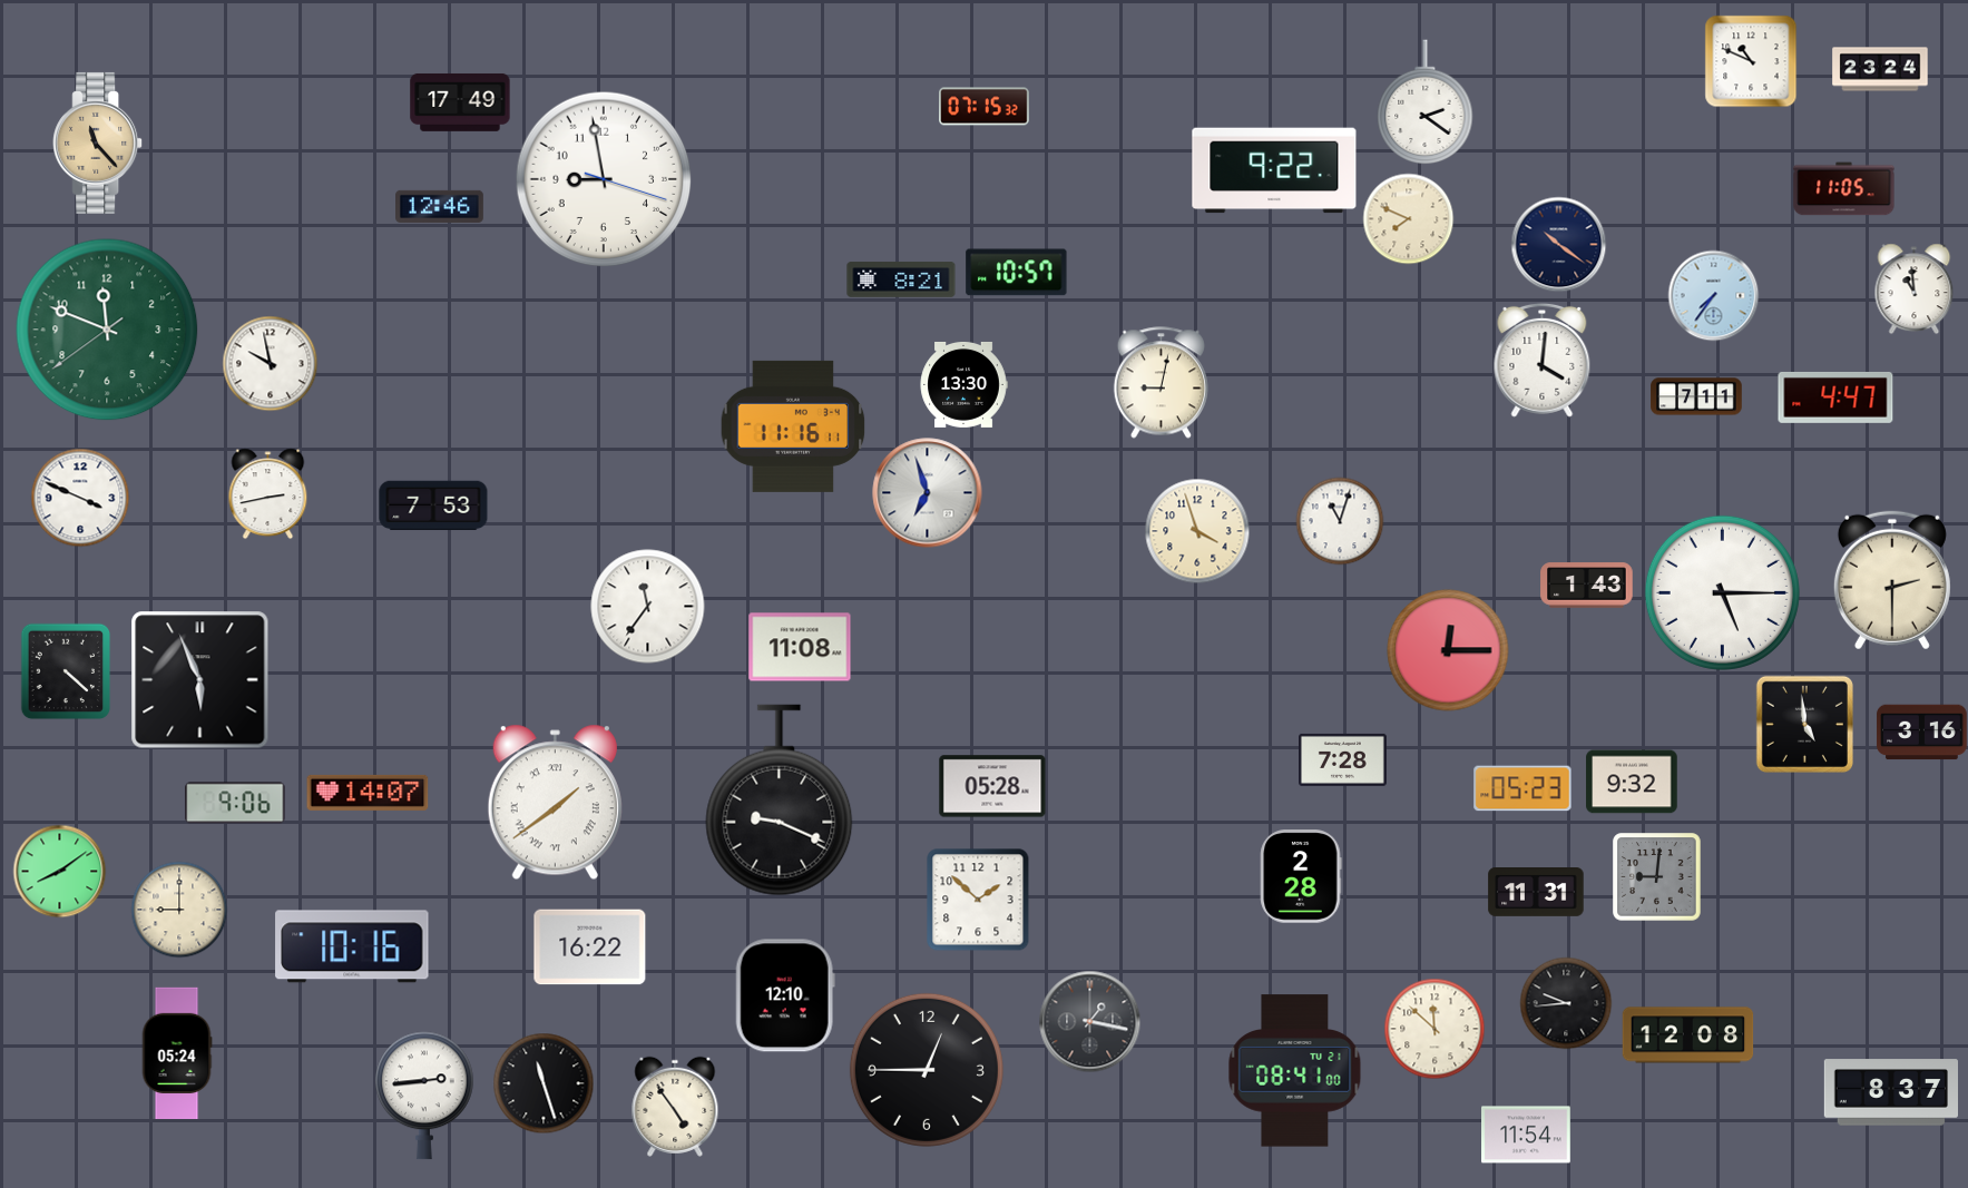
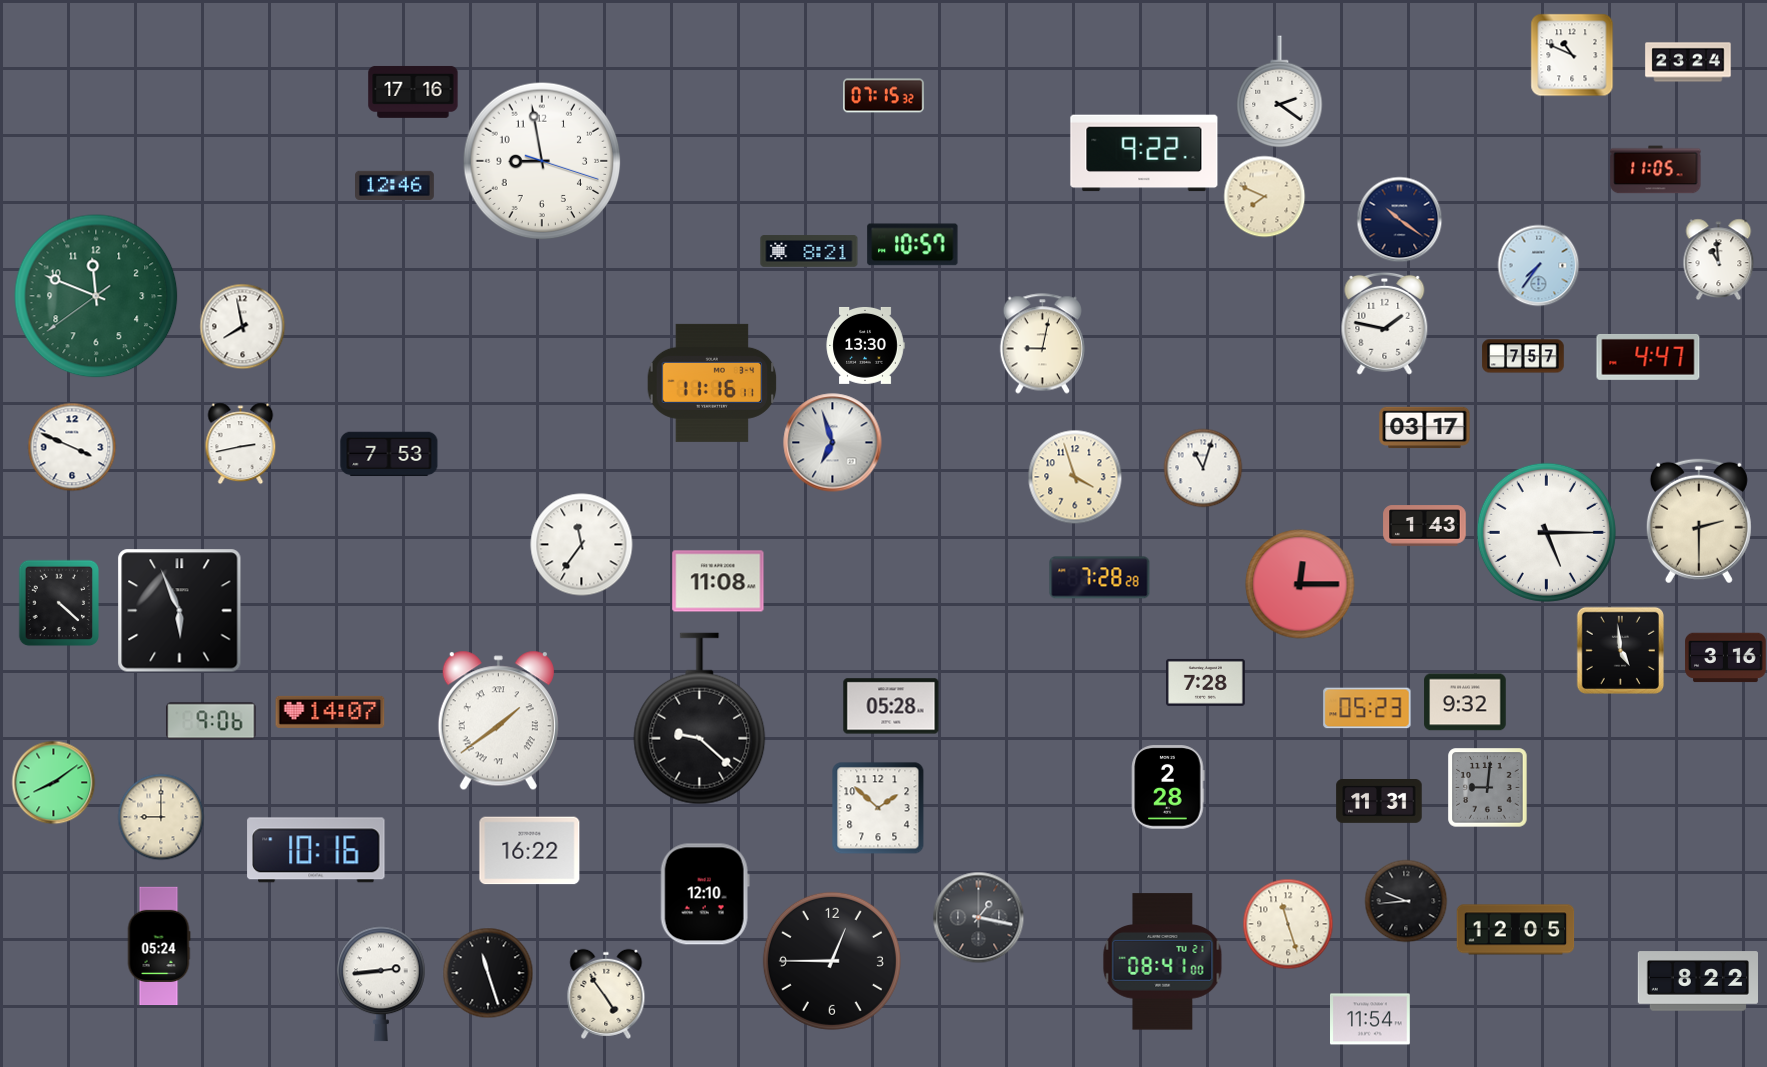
clock at (460, 102): 17:49 -> 17:16
clock at (98, 143): 11:23 -> none
clock at (1543, 360): 4:01 -> 1:47
clock at (270, 363): 9:58 -> 7:58
clock at (1696, 396): 7:11 -> 7:57
clock at (1425, 428): none -> 03:17
clock at (1100, 578): none -> 7:28
clock at (780, 801): 9:19 -> 9:22
clock at (1435, 1029): 11:52 -> 11:27
clock at (1688, 1035): 12:08 -> 12:05
clock at (1890, 1092): 8:37 -> 8:22
